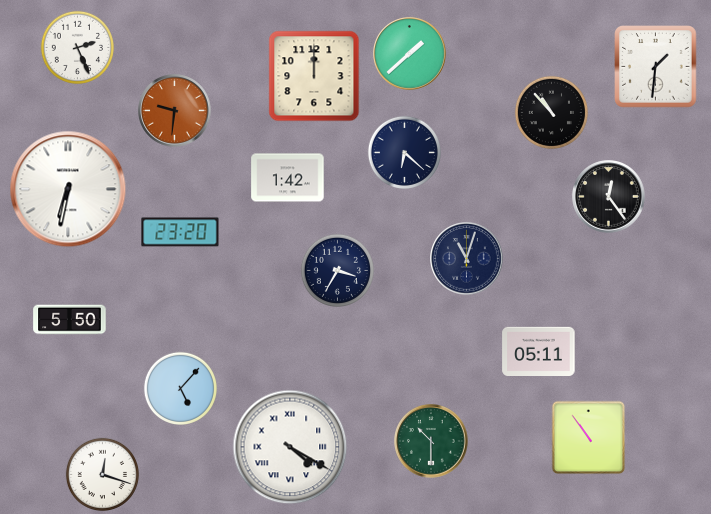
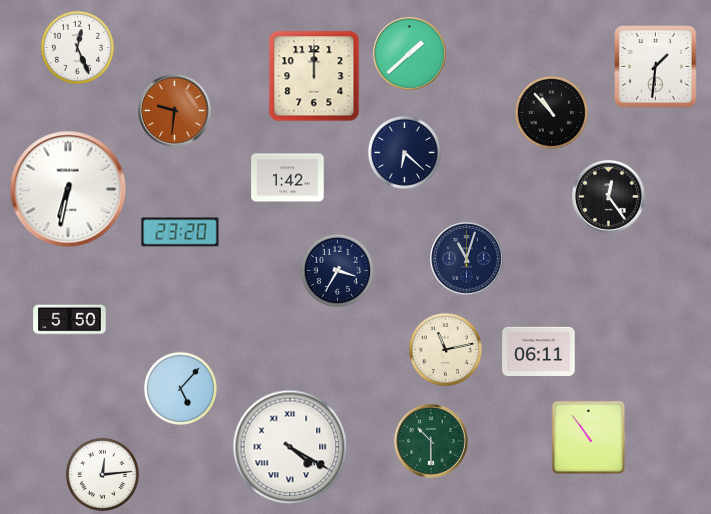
clock at (77, 47): 2:26 -> 12:26
clock at (445, 349): none -> 11:13
clock at (539, 351): 05:11 -> 06:11
clock at (102, 474): 12:18 -> 12:14
